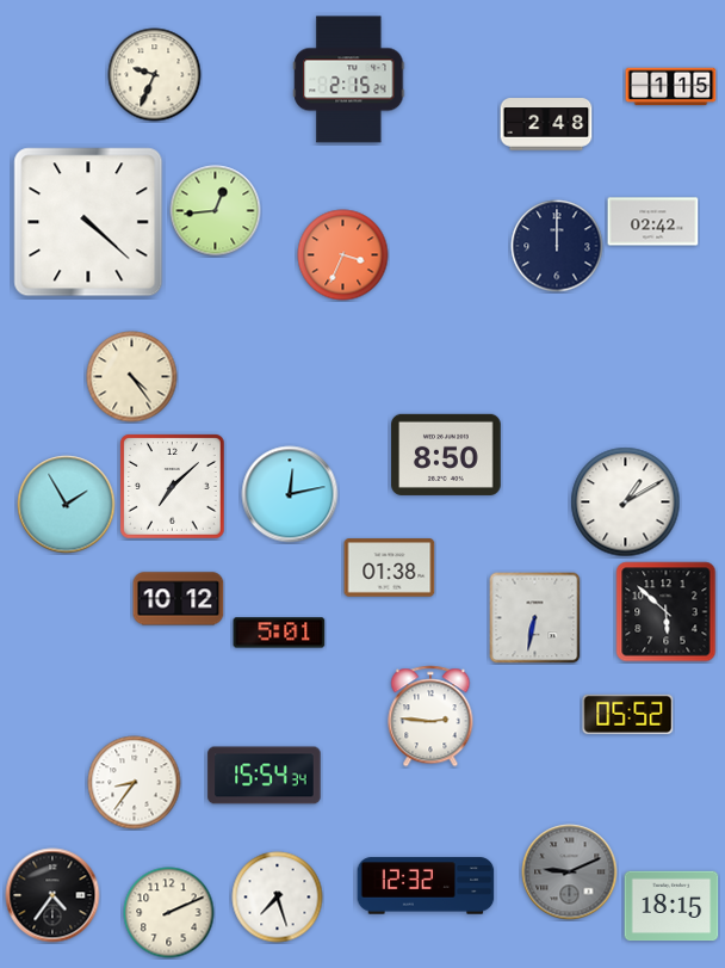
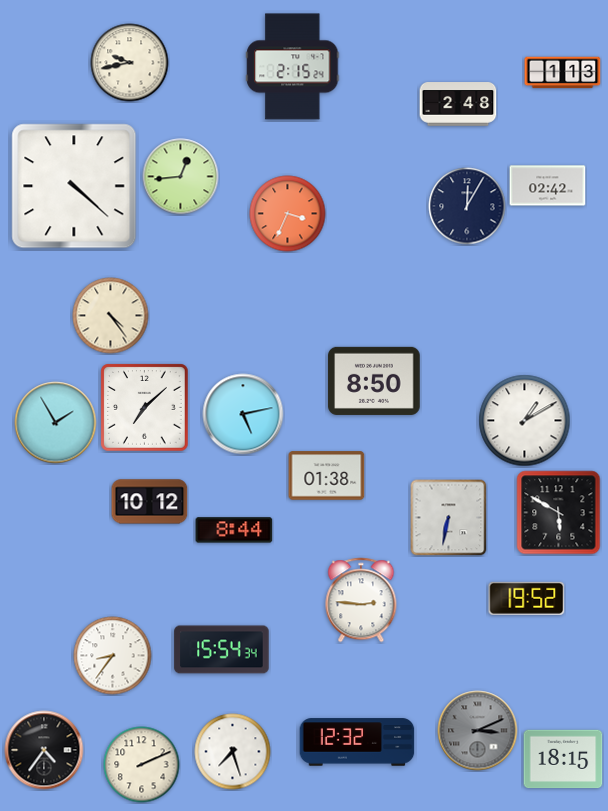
clock at (155, 75): 9:34 -> 9:43
clock at (671, 87): 1:15 -> 1:13
clock at (557, 246): 12:00 -> 12:05
clock at (290, 494): 12:13 -> 5:13
clock at (667, 612): 5:52 -> 5:50
clock at (279, 633): 5:01 -> 8:44
clock at (628, 714): 05:52 -> 19:52
clock at (570, 873): 9:11 -> 3:11
